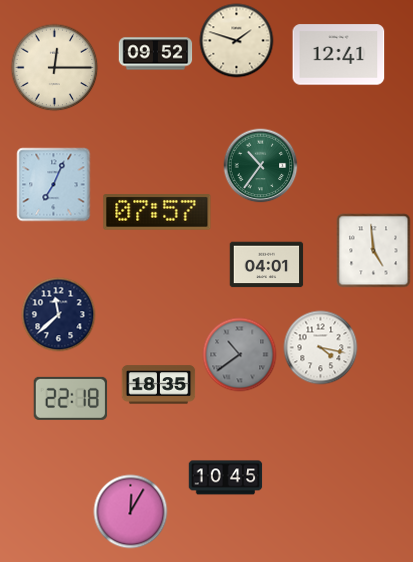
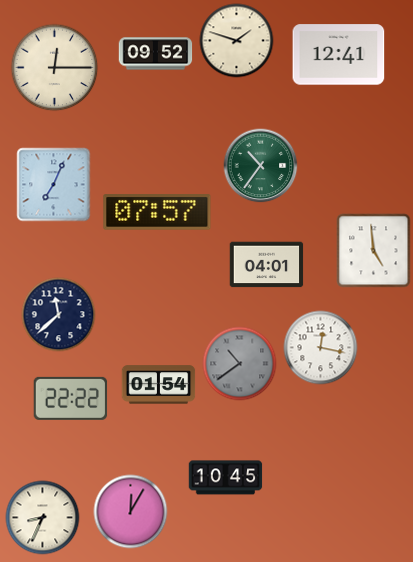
clock at (321, 348): 4:17 -> 12:17
clock at (240, 355) position: (240, 355) -> (240, 364)
clock at (159, 385): 18:35 -> 01:54
clock at (71, 398): 22:18 -> 22:22
clock at (43, 518): none -> 8:34
